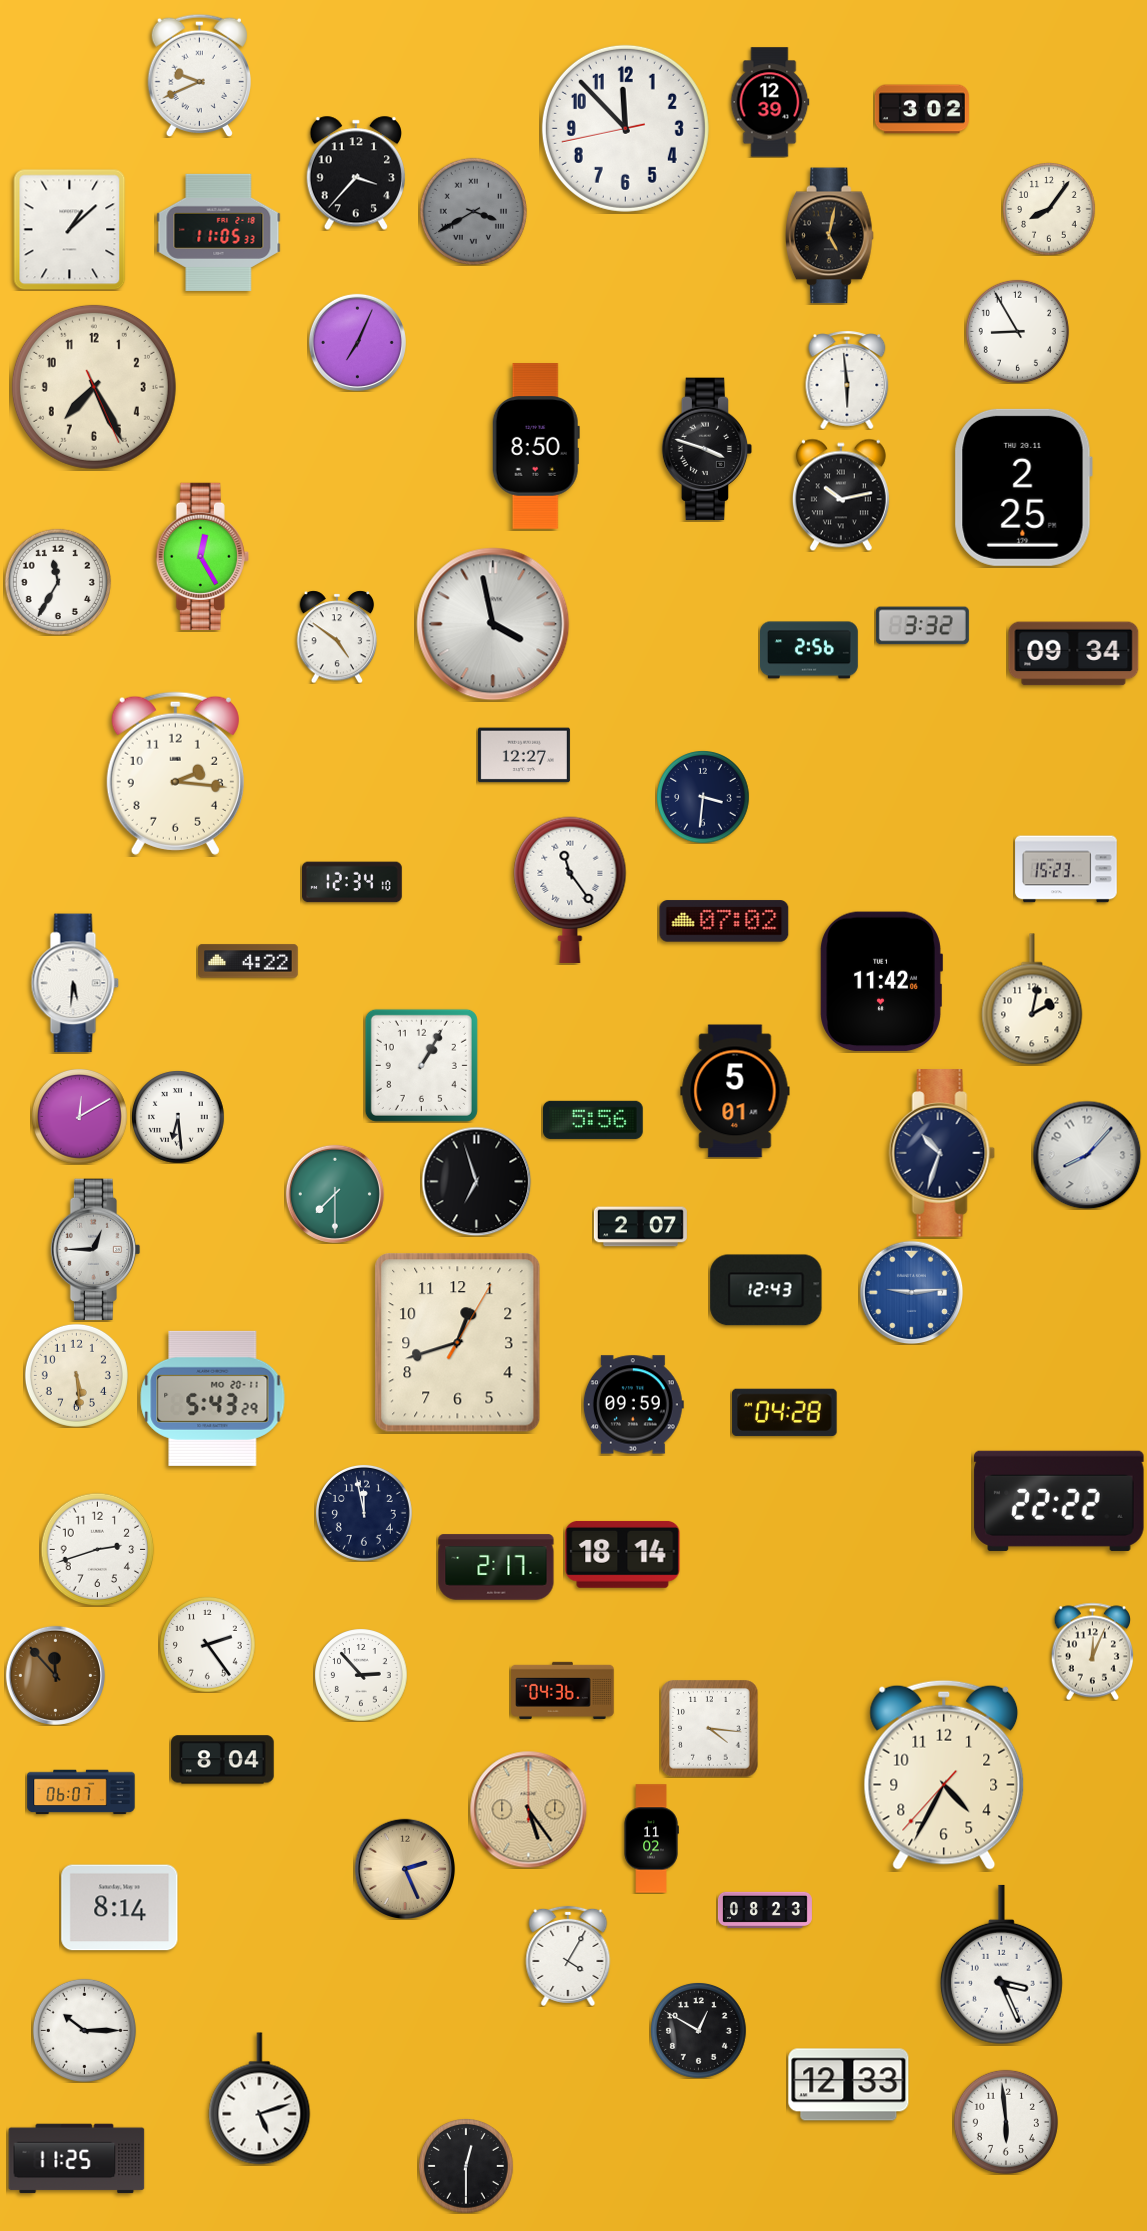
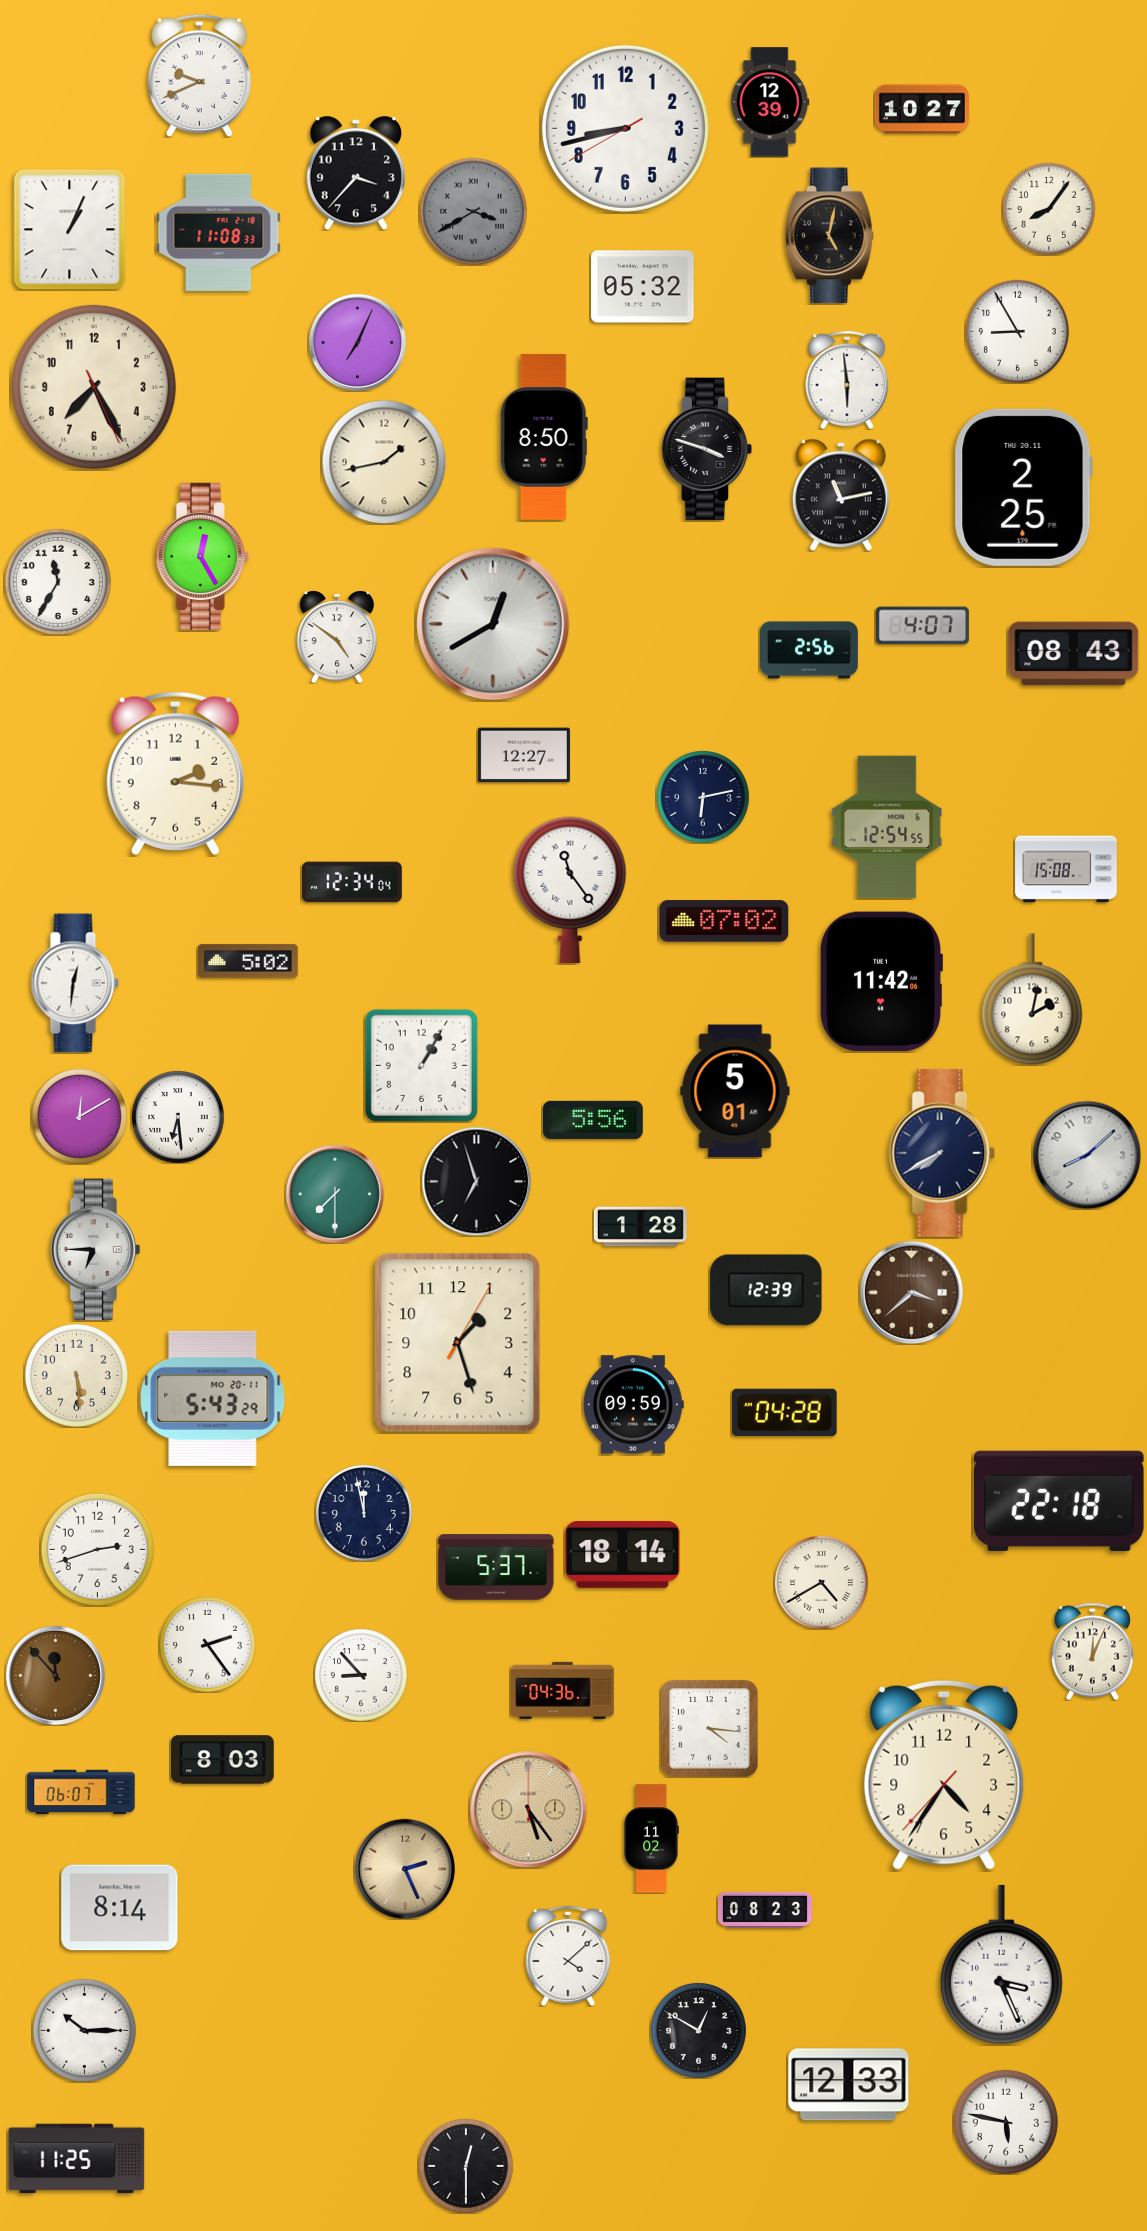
clock at (922, 109): 3:02 -> 10:27
clock at (625, 128): 11:52 -> 8:42
clock at (70, 229): 1:08 -> 1:04
clock at (219, 232): 11:05 -> 11:08
clock at (643, 287): none -> 05:32
clock at (536, 446) position: (536, 446) -> (544, 437)
clock at (384, 462): none -> 1:43
clock at (841, 495): 10:13 -> 11:13
clock at (493, 624): 3:58 -> 12:40
clock at (922, 626): 3:32 -> 4:07
clock at (1074, 654): 09:34 -> 08:43
clock at (703, 797): 3:31 -> 6:13
clock at (887, 827): none -> 12:54
clock at (1066, 869): 15:23 -> 15:08
clock at (353, 882): 12:34:10 -> 12:34:04
clock at (248, 961): 4:22 -> 5:02
clock at (75, 983): 5:31 -> 12:31
clock at (942, 1153): 10:33 -> 7:40
clock at (1087, 1155): 8:07 -> 8:08
clock at (640, 1227): 2:07 -> 1:28
clock at (96, 1250): 12:45 -> 6:45
clock at (766, 1290): 12:43 -> 12:39
clock at (911, 1292): 9:14 -> 3:38
clock at (911, 1292) dial: blue -> brown
clock at (458, 1343): 12:42 -> 1:27
clock at (1059, 1501): 22:22 -> 22:18
clock at (496, 1567): 2:17 -> 5:37
clock at (822, 1583): none -> 4:40
clock at (361, 1675): 2:53 -> 8:53
clock at (223, 1760): 8:04 -> 8:03
clock at (944, 1775): 4:34 -> 4:35
clock at (568, 1956): 4:05 -> 4:08
clock at (260, 2099): 5:12 -> none
clock at (1006, 2122): 5:59 -> 5:47
